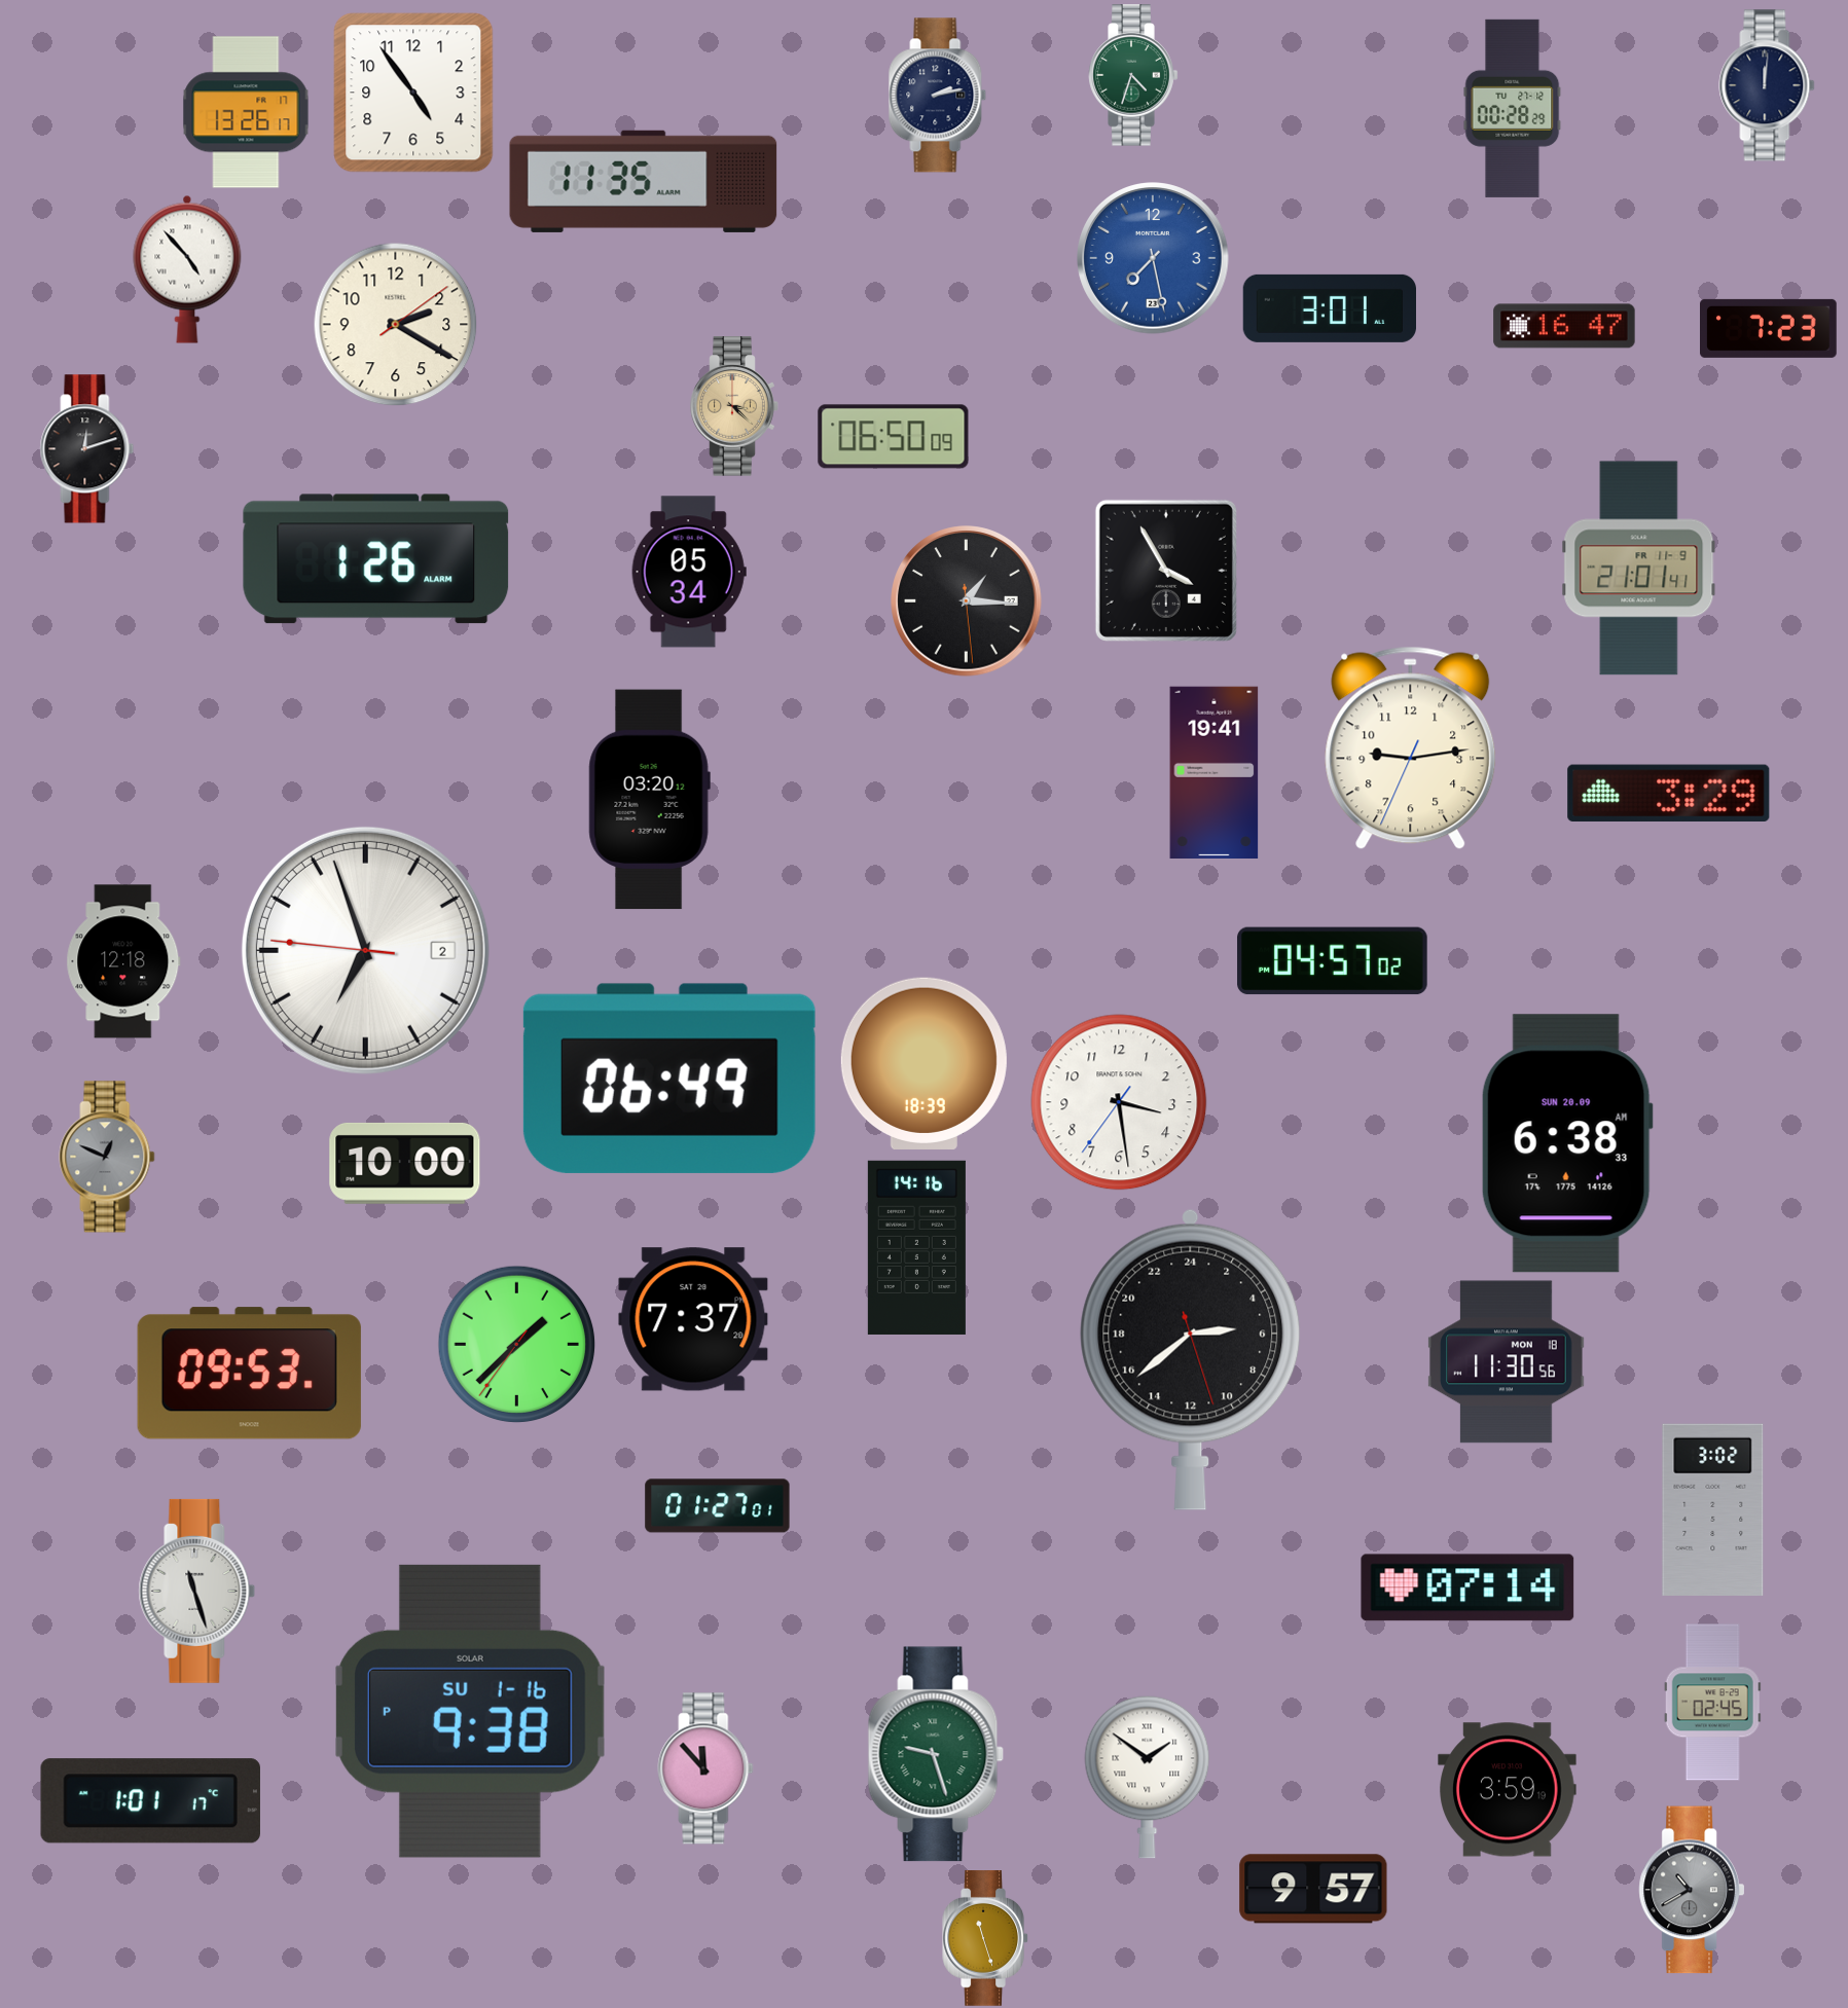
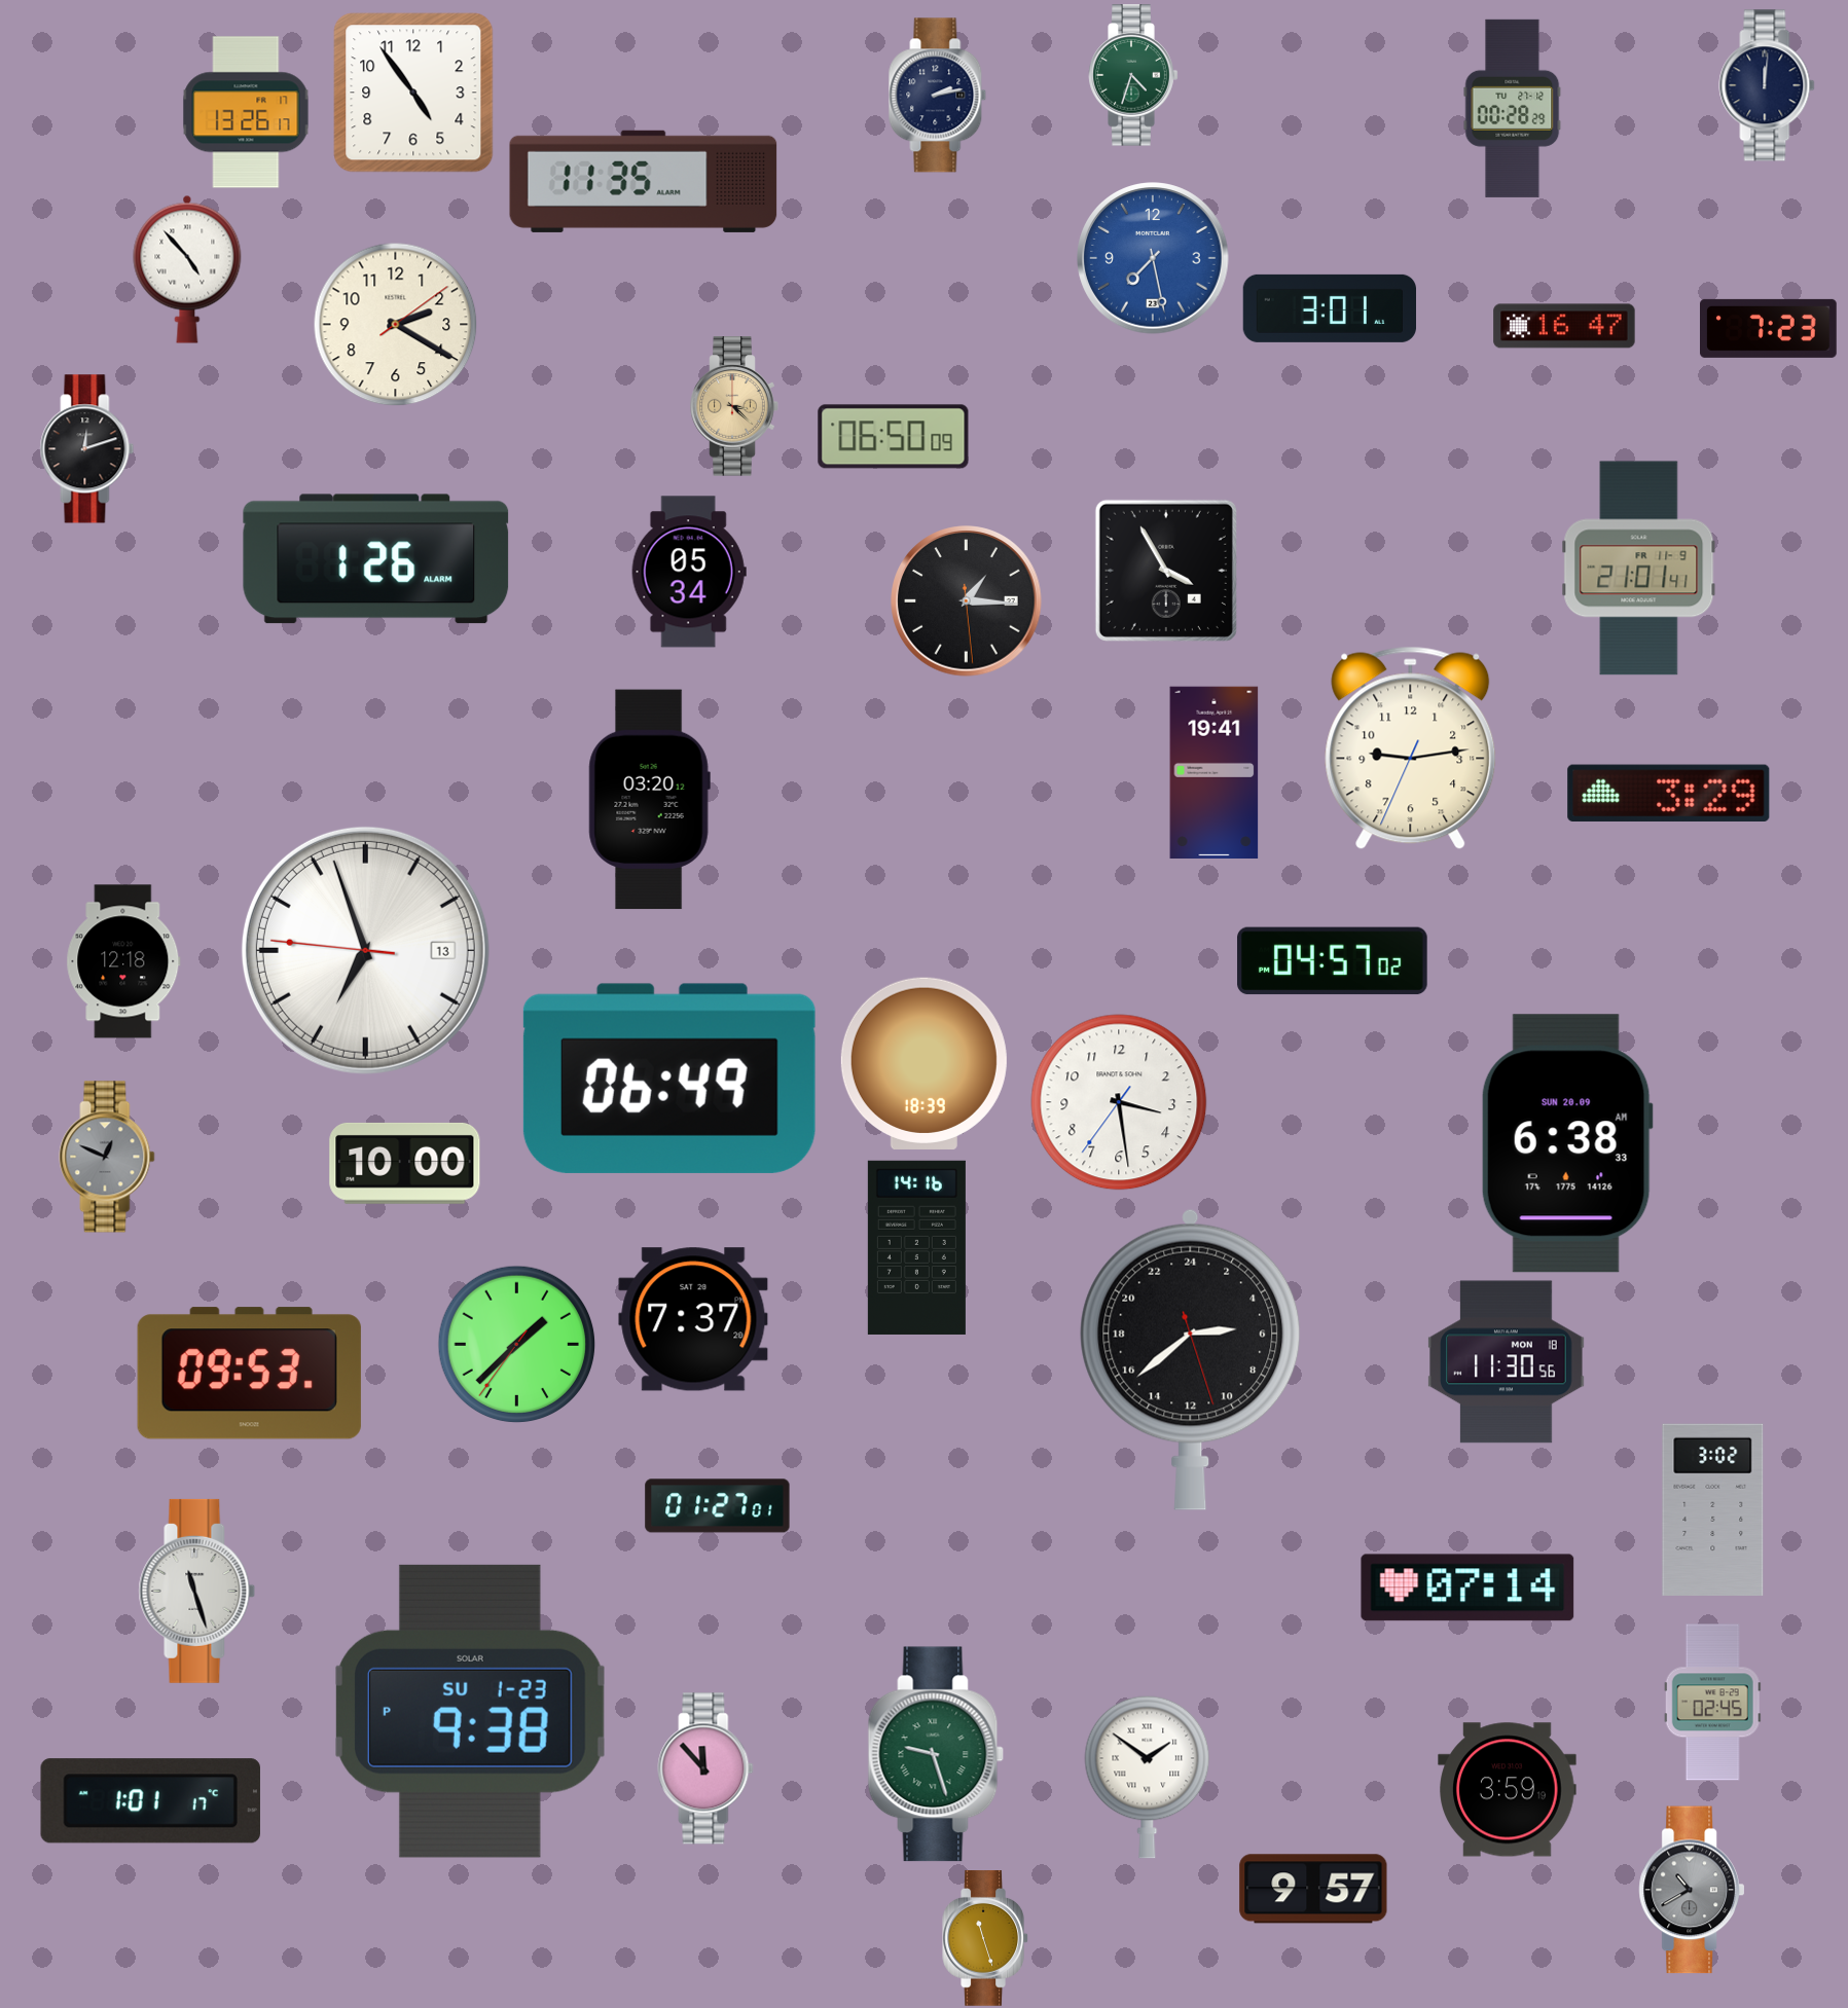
clock at (365, 950) date: 2 -> 13
clock at (471, 1711) date: SU 1-16 -> SU 1-23
